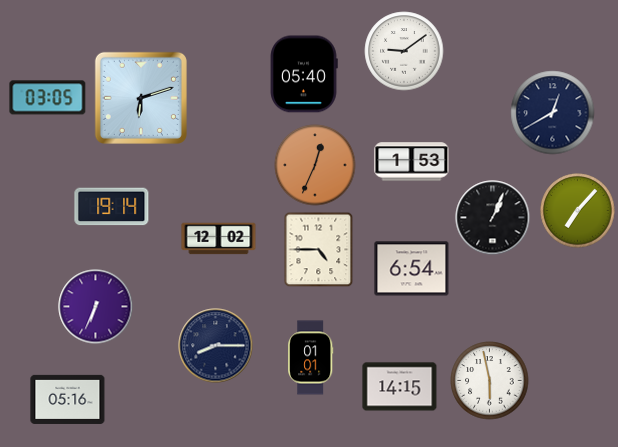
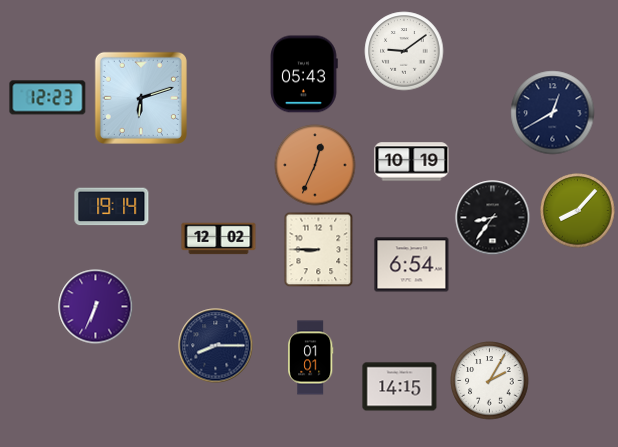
clock at (304, 74): 05:40 -> 05:43
clock at (48, 98): 03:05 -> 12:23
clock at (412, 162): 1:53 -> 10:19
clock at (578, 211): 7:07 -> 8:07
clock at (493, 218): 1:04 -> 8:36
clock at (319, 250): 4:45 -> 8:45
clock at (412, 269) position: (412, 269) -> (412, 265)
clock at (490, 381): 5:58 -> 2:05
clock at (68, 399): 05:16 -> none
